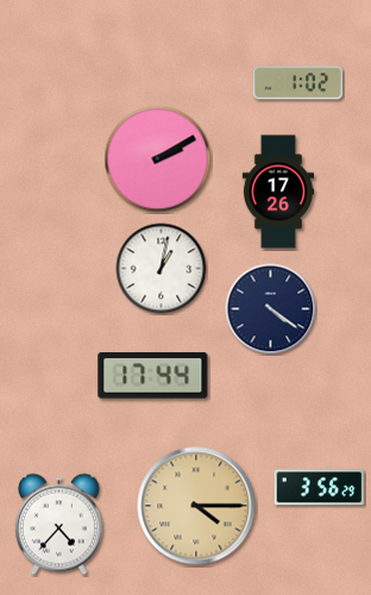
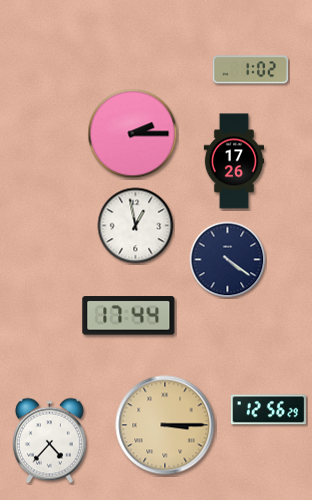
clock at (158, 159): 2:10 -> 2:15
clock at (162, 269): 1:02 -> 12:58
clock at (319, 488): 3:56 -> 12:56
clock at (196, 506): 4:15 -> 3:15
